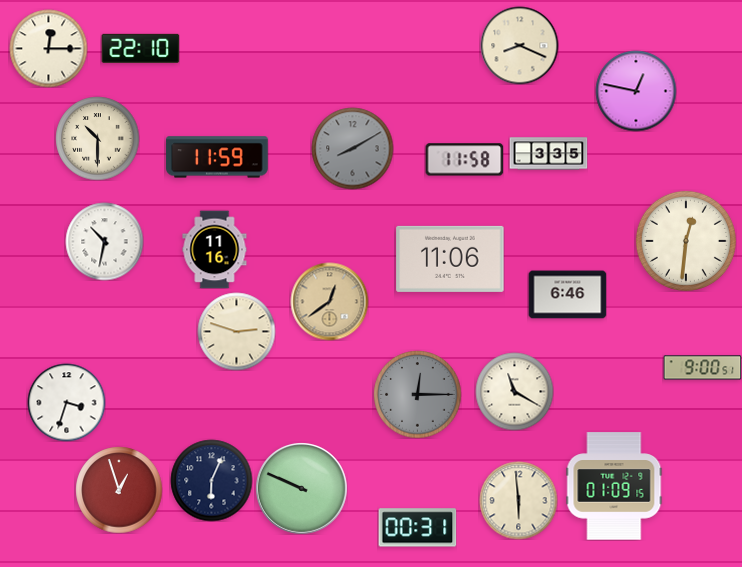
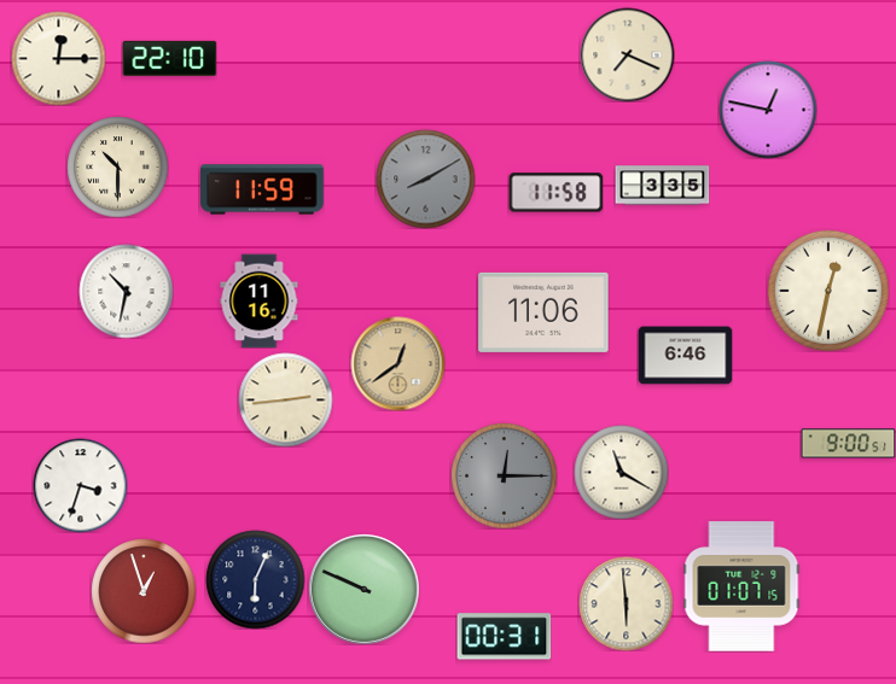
clock at (519, 45): 8:19 -> 7:19
clock at (464, 160) position: (464, 160) -> (555, 193)
clock at (686, 241): 12:31 -> 12:32
clock at (236, 331): 2:48 -> 2:44
clock at (614, 486): 01:09 -> 01:07
